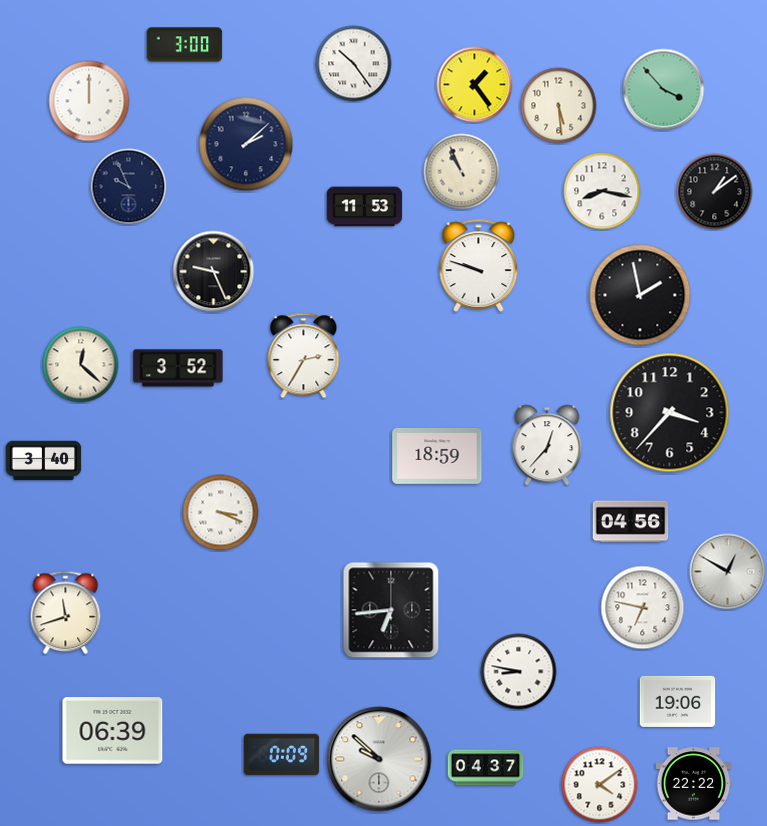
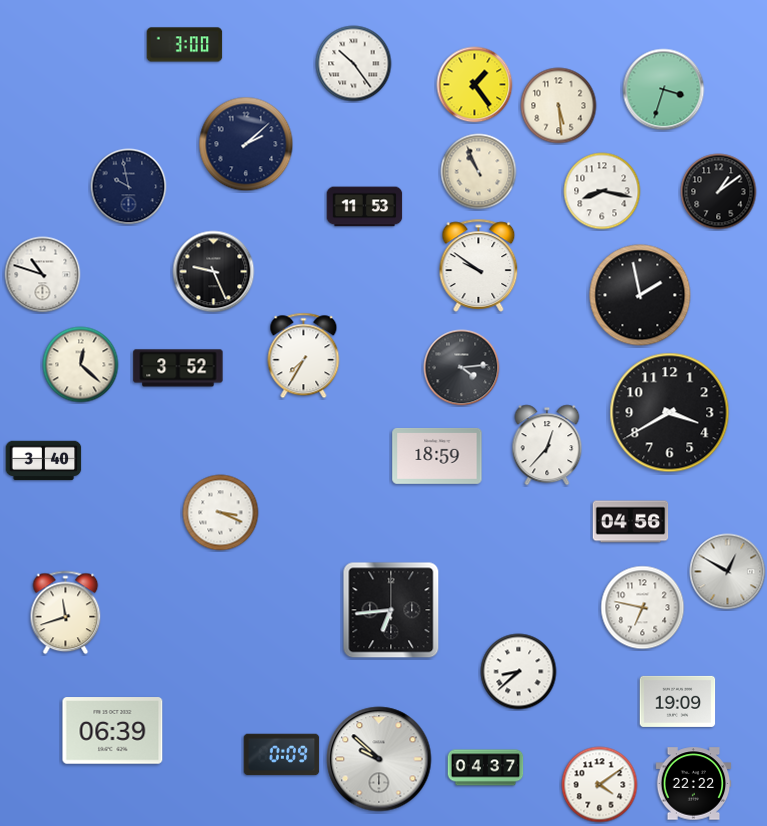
clock at (664, 90): 3:53 -> 3:33
clock at (89, 101): 12:00 -> none
clock at (462, 172) position: (462, 172) -> (479, 172)
clock at (129, 187): 9:56 -> 9:58
clock at (715, 192) position: (715, 192) -> (719, 192)
clock at (479, 265): 9:48 -> 9:51
clock at (43, 275): none -> 10:48
clock at (304, 356): 2:35 -> 7:35
clock at (462, 368): none -> 4:14
clock at (670, 413): 3:37 -> 3:40
clock at (519, 672): 8:47 -> 8:38
clock at (678, 701): 19:06 -> 19:09
